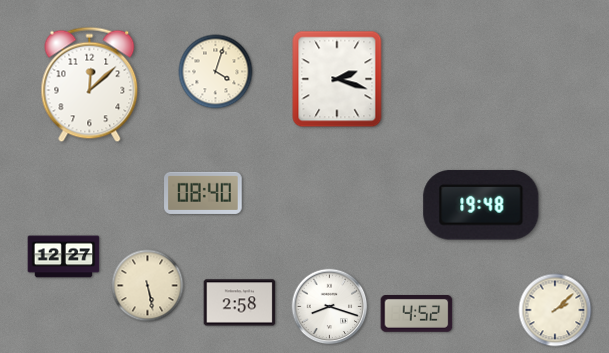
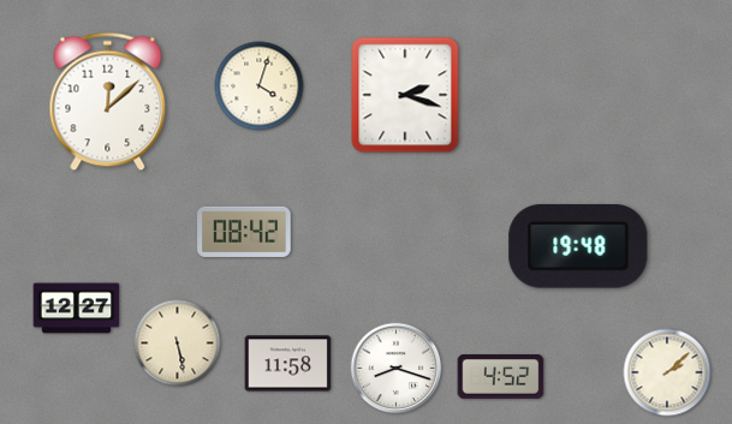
clock at (203, 193): 08:40 -> 08:42
clock at (240, 303): 2:58 -> 11:58
